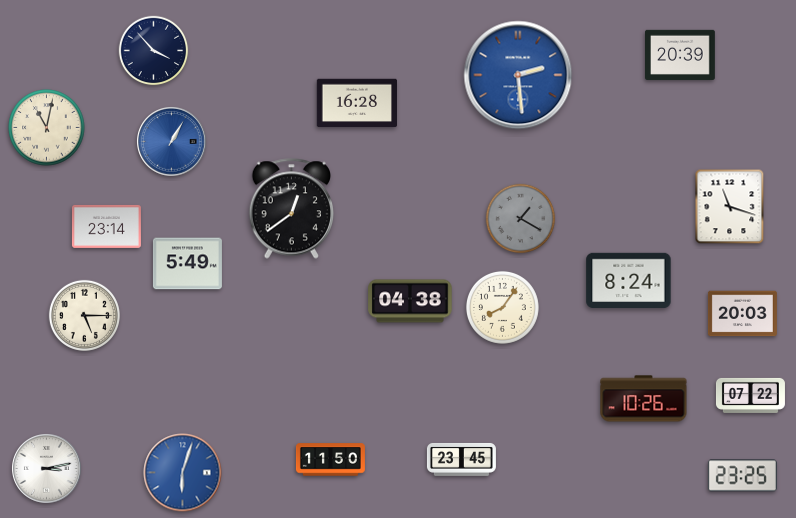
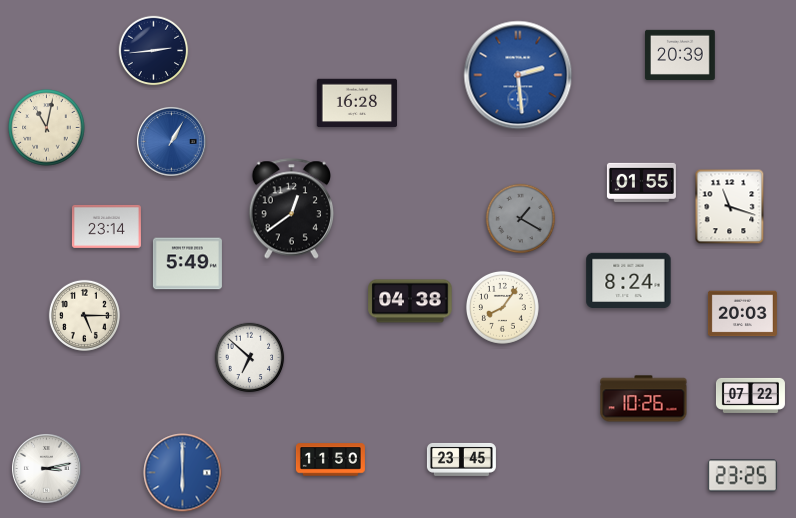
clock at (154, 51): 3:53 -> 2:44
clock at (641, 182): none -> 01:55
clock at (250, 358): none -> 6:52
clock at (183, 473): 6:03 -> 6:00
